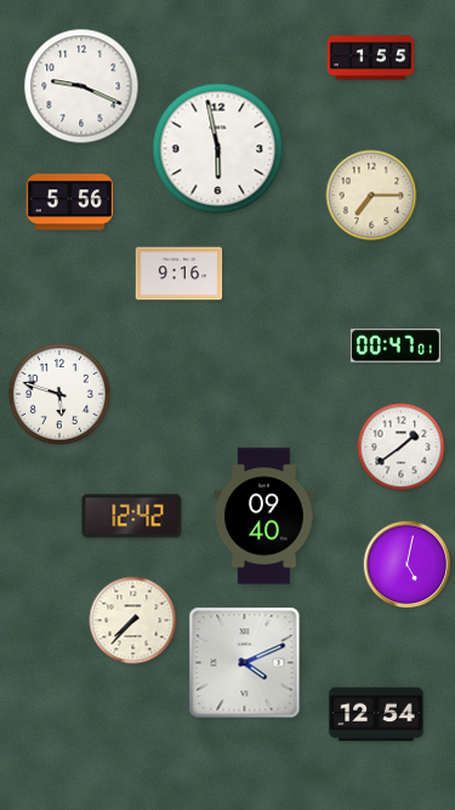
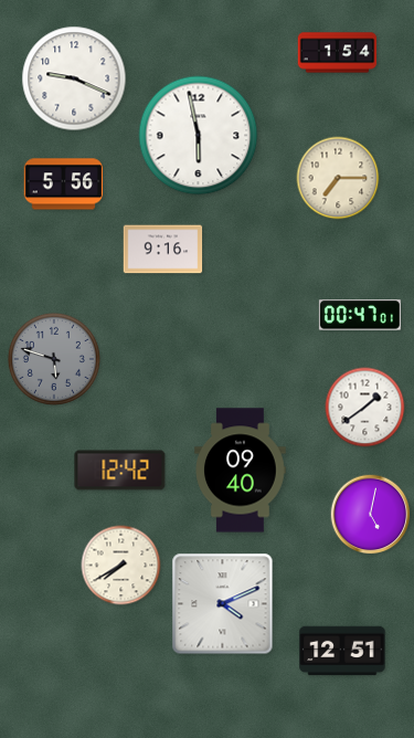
clock at (371, 58): 1:55 -> 1:54
clock at (59, 394) dial: white -> grey
clock at (133, 621): 7:37 -> 7:40
clock at (376, 714): 12:54 -> 12:51
